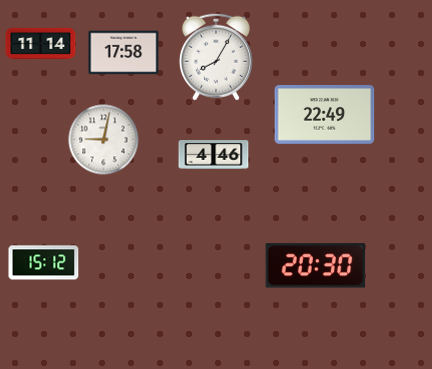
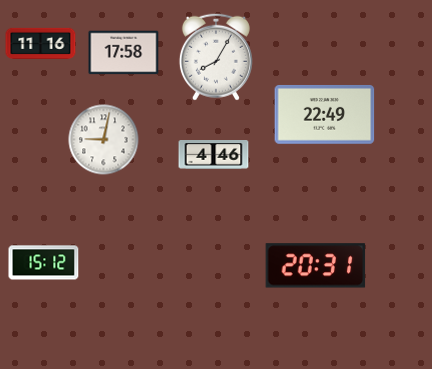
clock at (41, 44): 11:14 -> 11:16
clock at (316, 266): 20:30 -> 20:31
